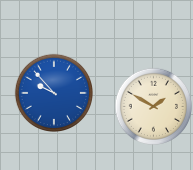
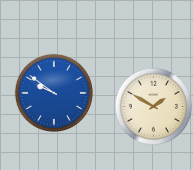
clock at (53, 92): 9:53 -> 9:51
